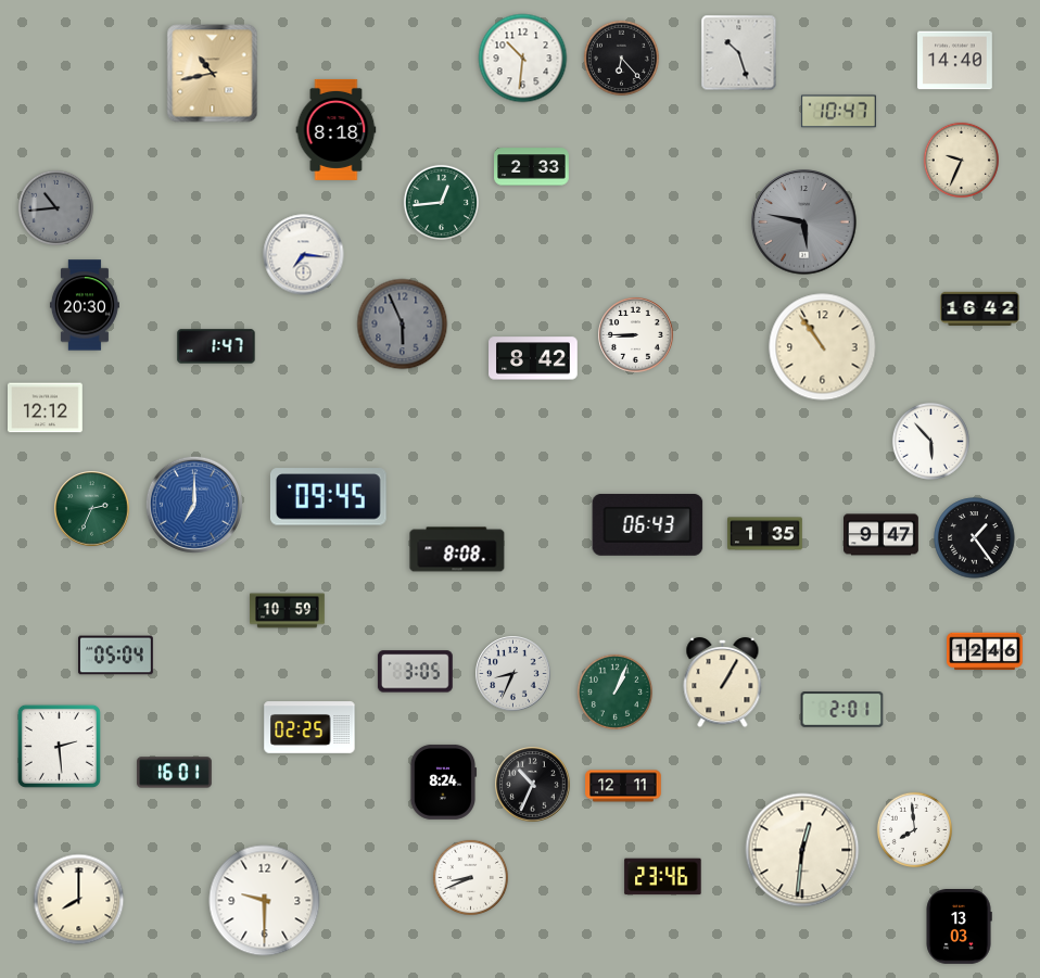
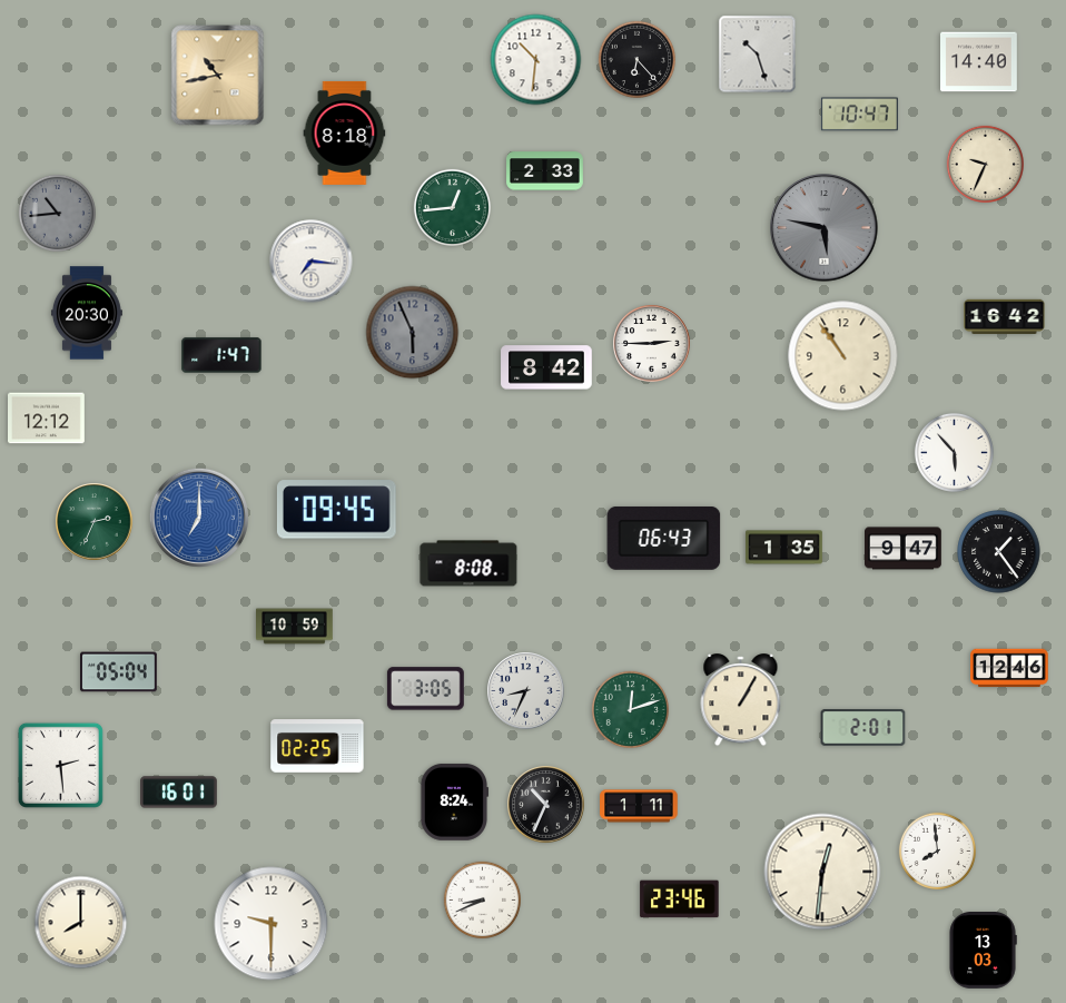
clock at (636, 335): 8:45 -> 2:45
clock at (614, 691): 1:04 -> 12:12
clock at (623, 786): 12:11 -> 1:11
